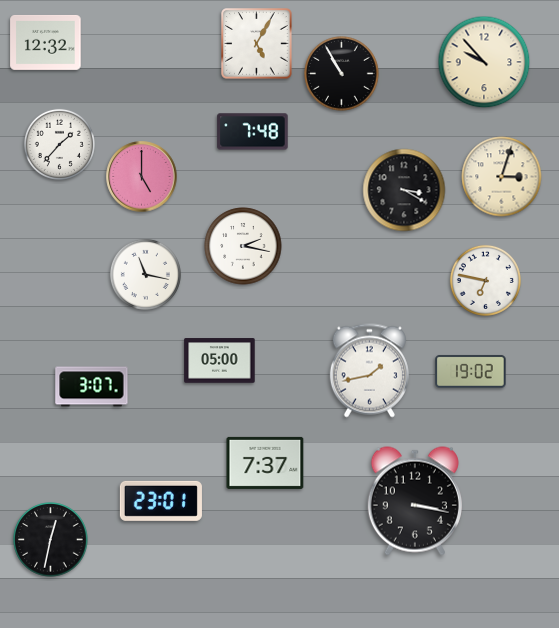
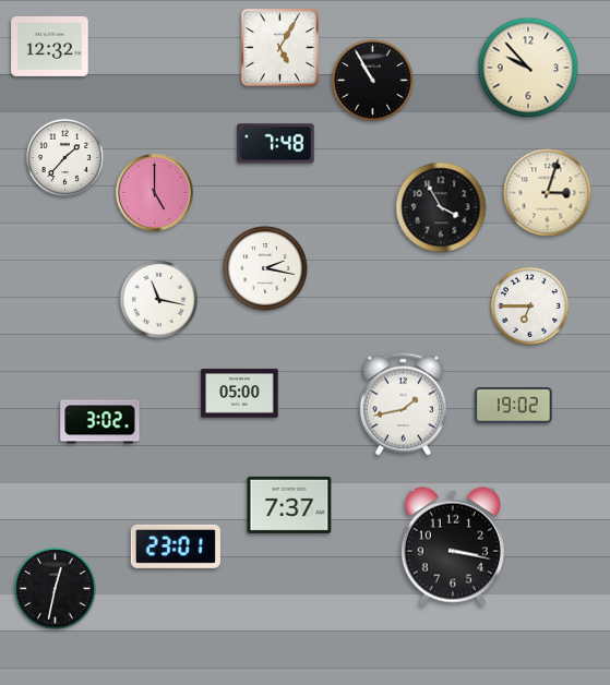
clock at (404, 190): 3:20 -> 3:55
clock at (485, 280): 6:47 -> 6:45
clock at (92, 387): 3:07 -> 3:02
